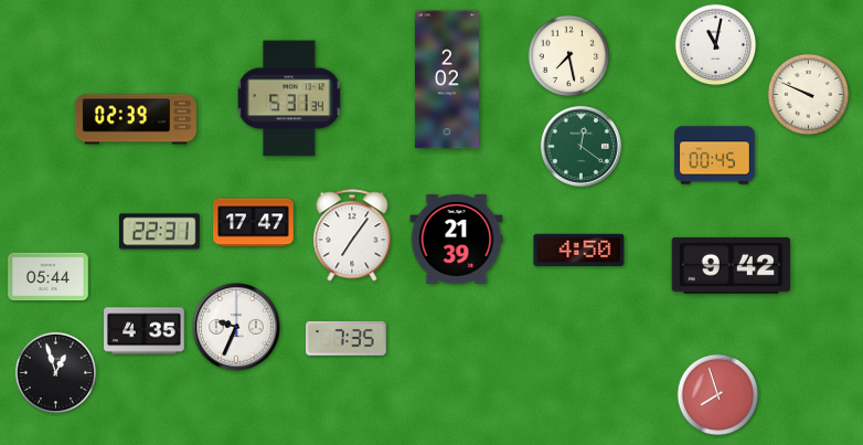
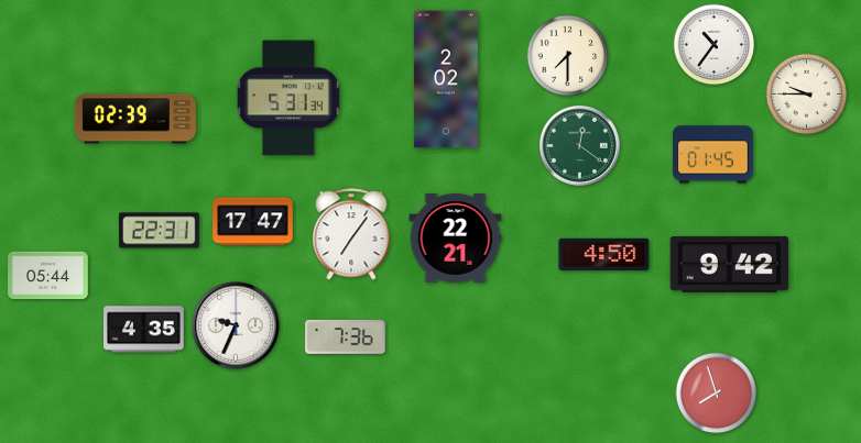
clock at (716, 45): 11:02 -> 10:36
clock at (569, 56): 7:28 -> 7:30
clock at (809, 95): 9:49 -> 9:45
clock at (715, 156): 00:45 -> 01:45
clock at (457, 240): 21:39 -> 22:21
clock at (579, 250) position: (579, 250) -> (604, 254)
clock at (347, 338): 7:35 -> 7:36
clock at (56, 373): 12:57 -> none
